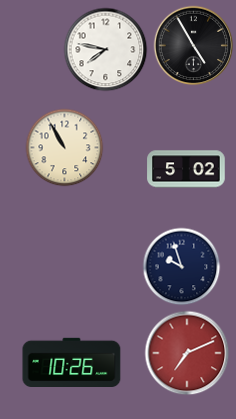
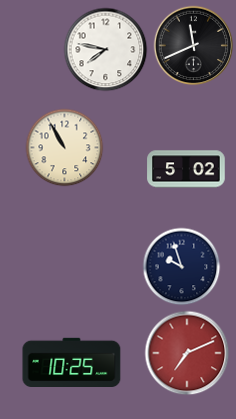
clock at (193, 45): 4:55 -> 11:41
clock at (72, 362): 10:26 -> 10:25
